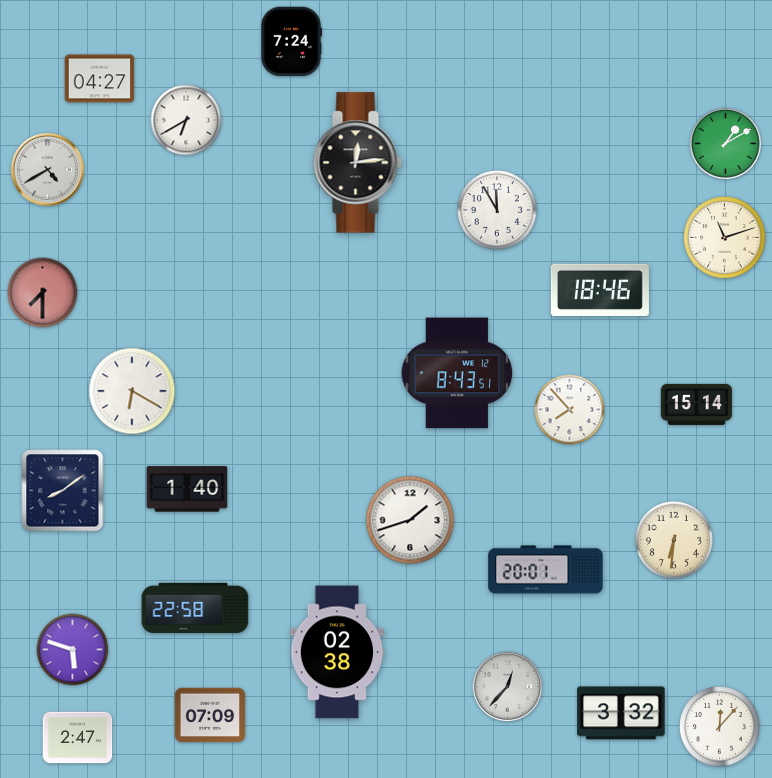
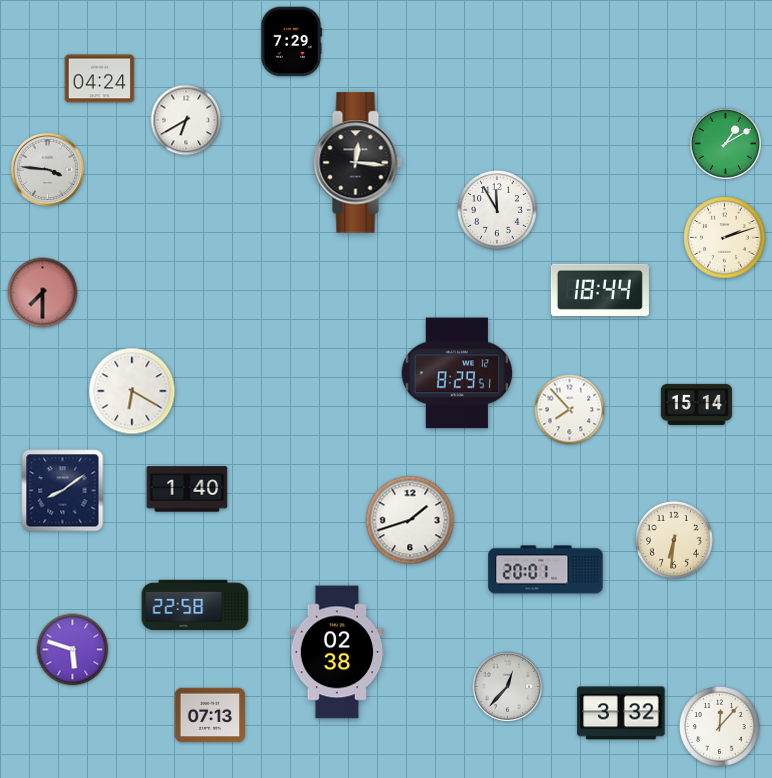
clock at (291, 42): 7:24 -> 7:29
clock at (100, 79): 04:27 -> 04:24
clock at (357, 163): 12:14 -> 12:16
clock at (47, 169): 4:40 -> 3:46
clock at (725, 238): 11:12 -> 2:12
clock at (600, 290): 18:46 -> 18:44
clock at (457, 373): 8:43 -> 8:29
clock at (195, 608) position: (195, 608) -> (195, 605)
clock at (210, 715): 07:09 -> 07:13
clock at (78, 738): 2:47 -> none
